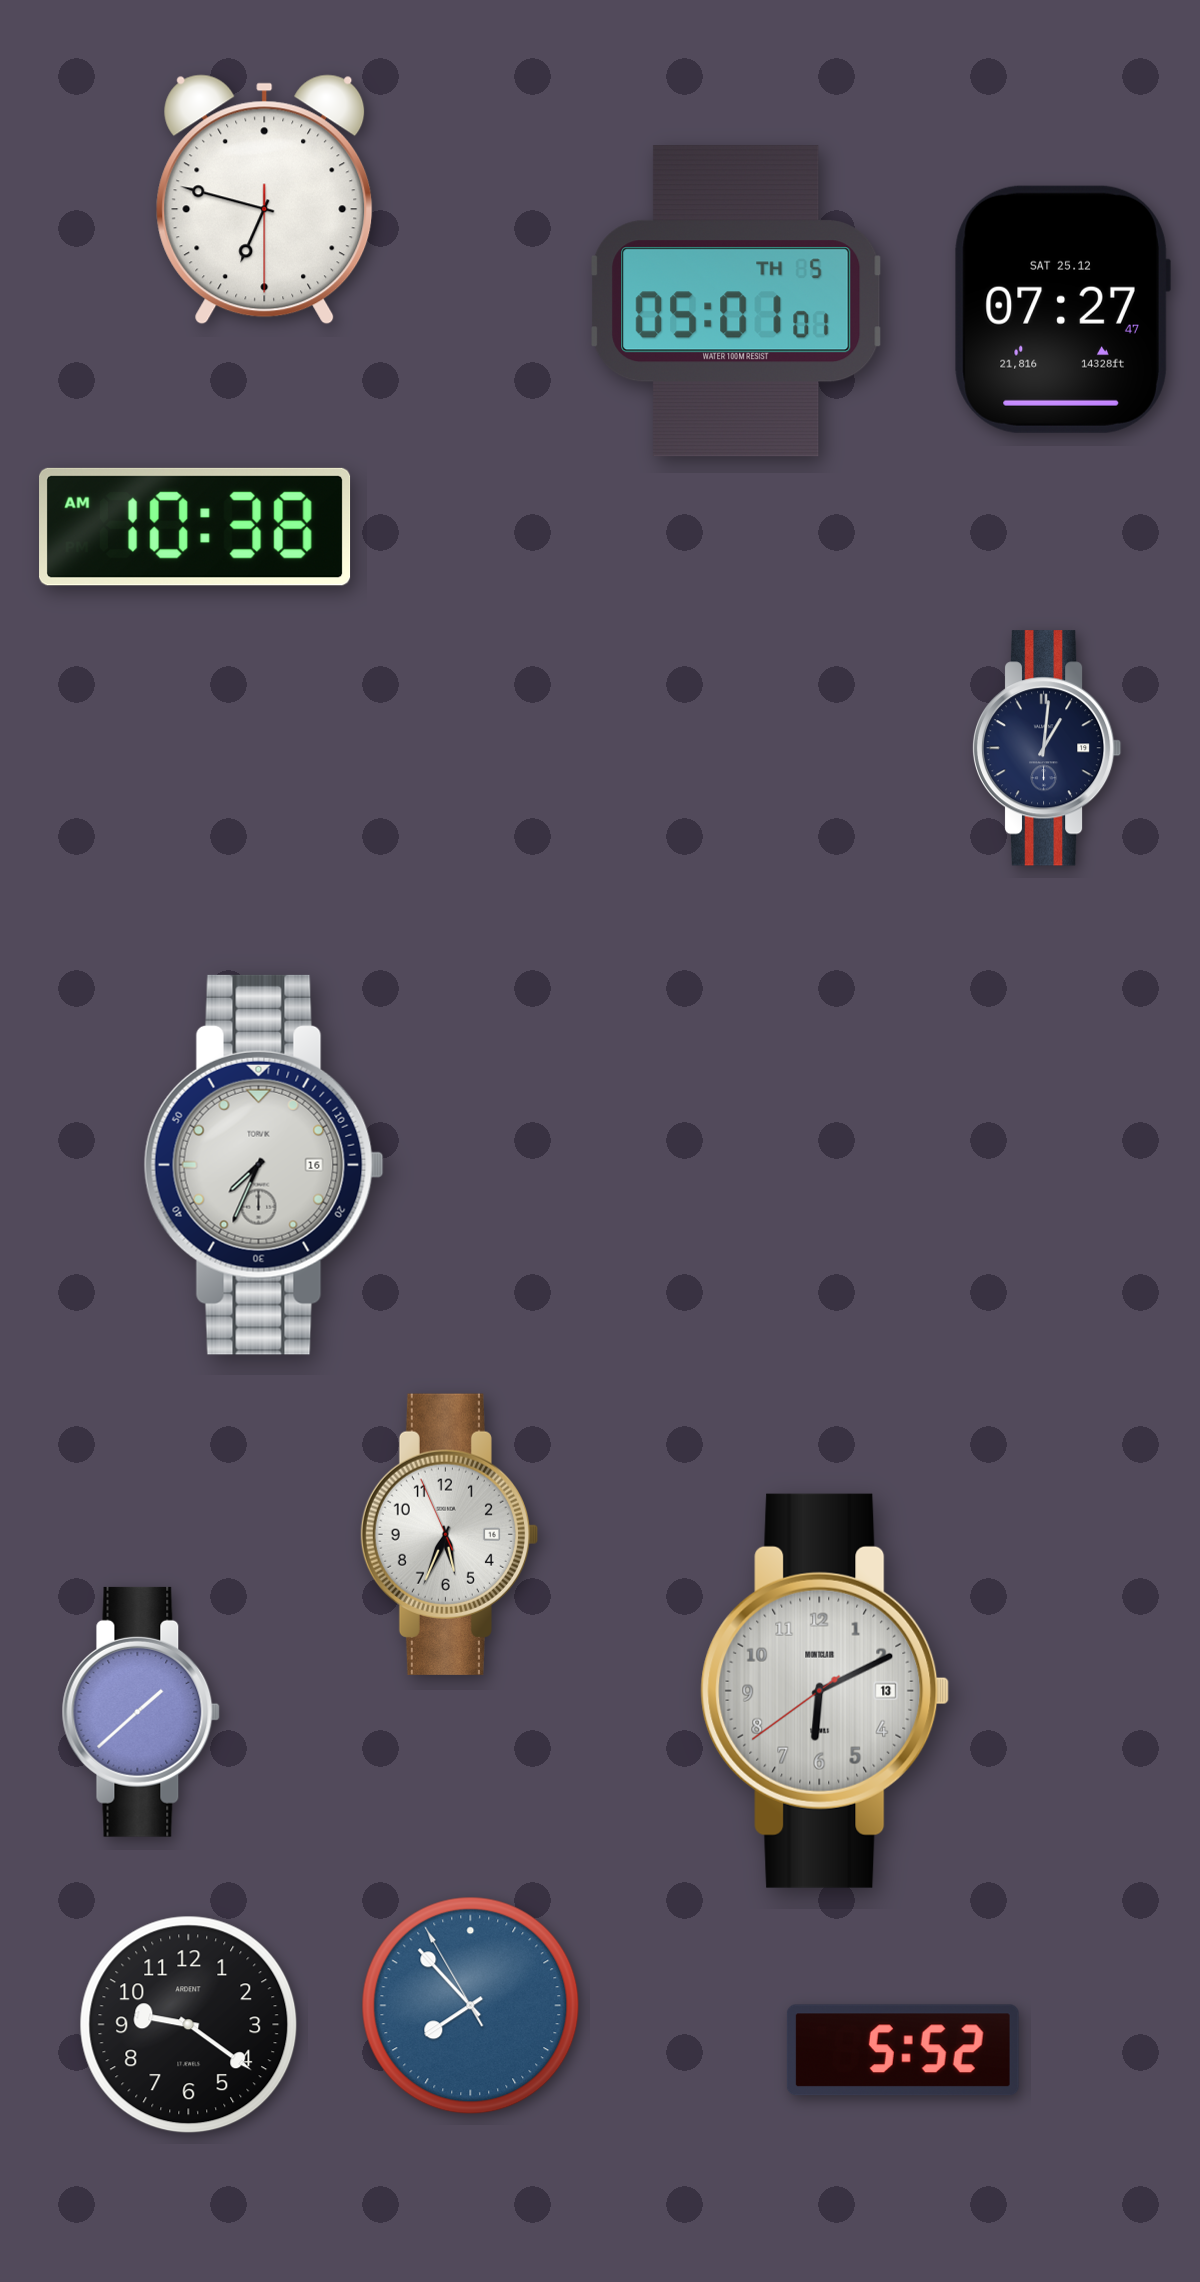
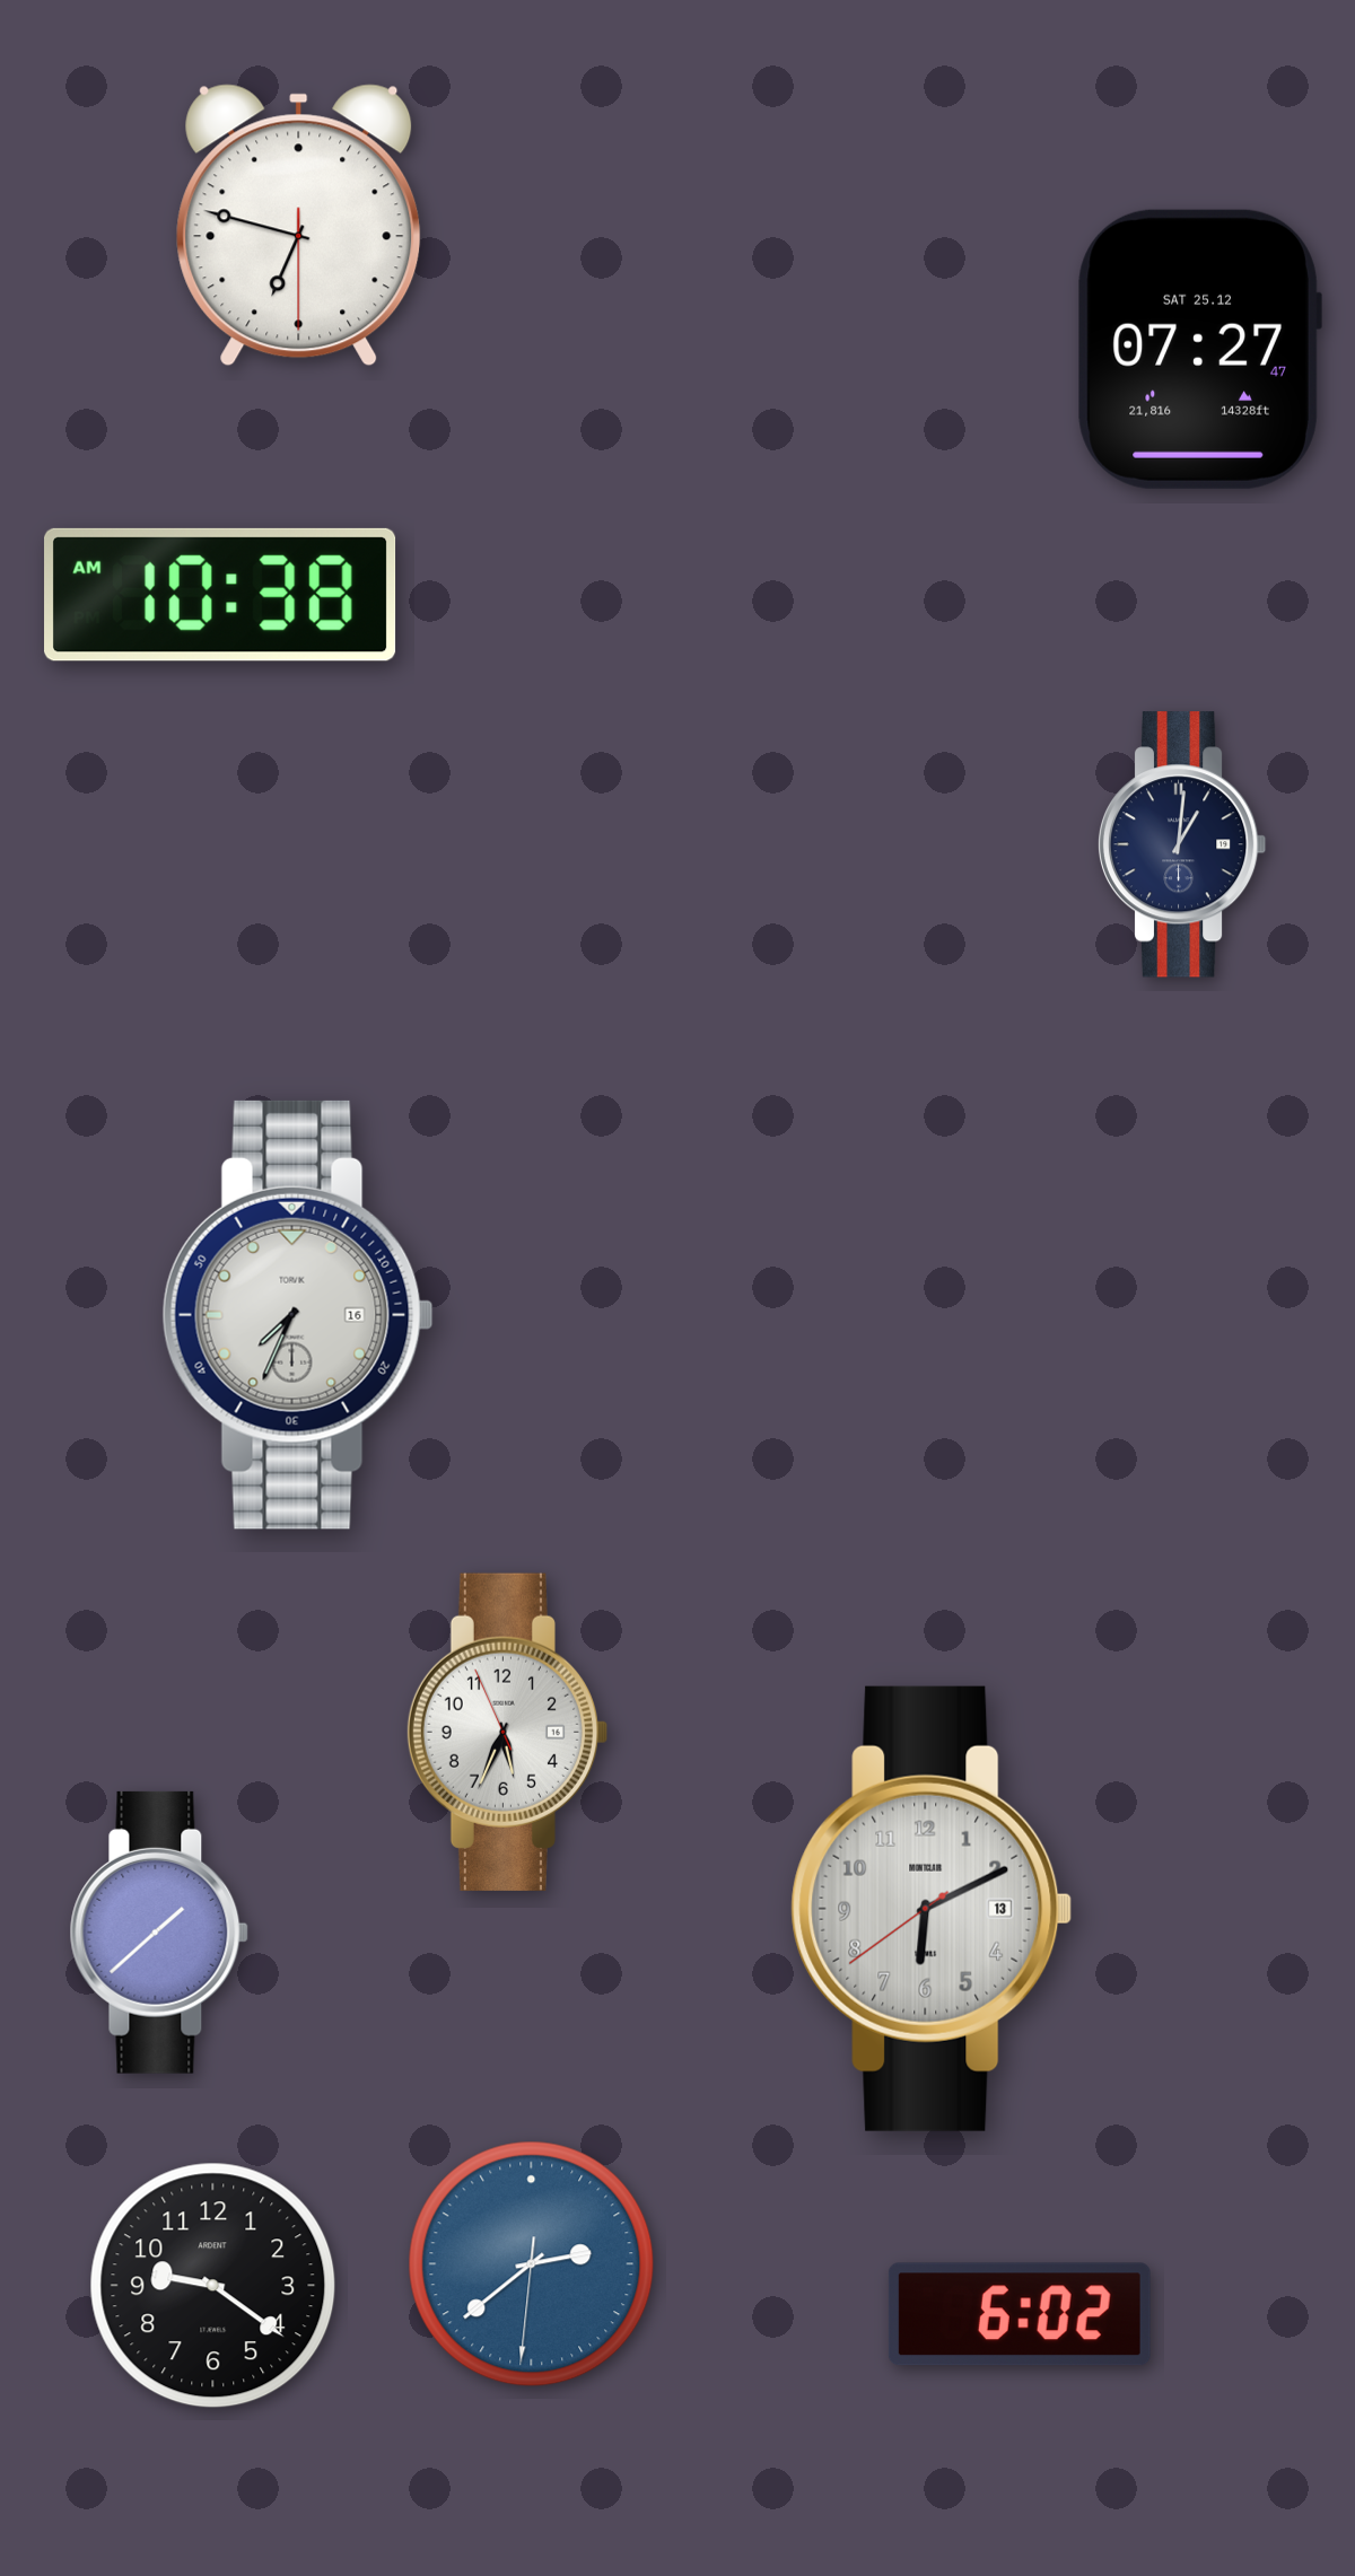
clock at (736, 301): 05:01 -> none
clock at (471, 2006): 7:52 -> 2:38
clock at (903, 2050): 5:52 -> 6:02
